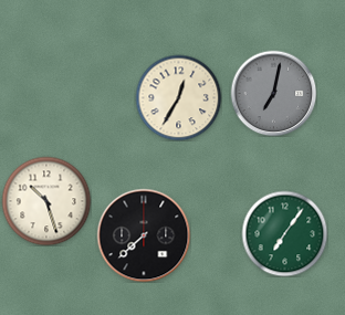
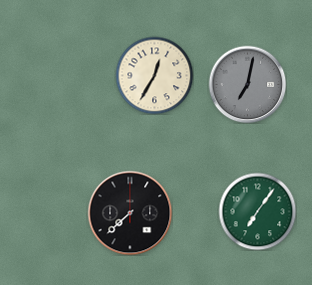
clock at (178, 97) position: (178, 97) -> (154, 75)
clock at (46, 201): 10:27 -> none
